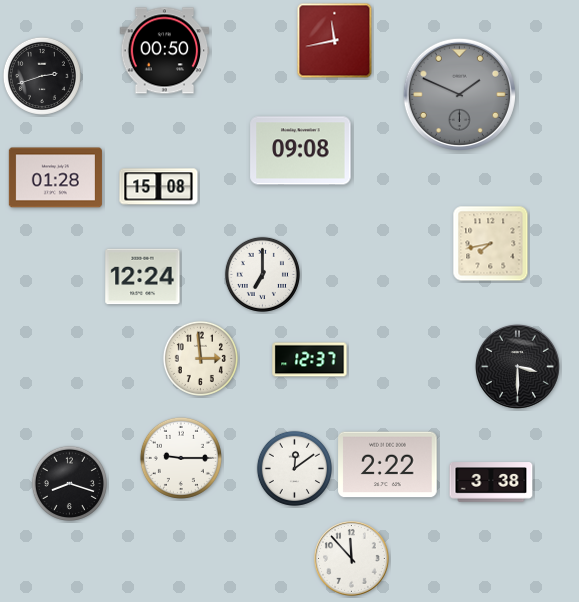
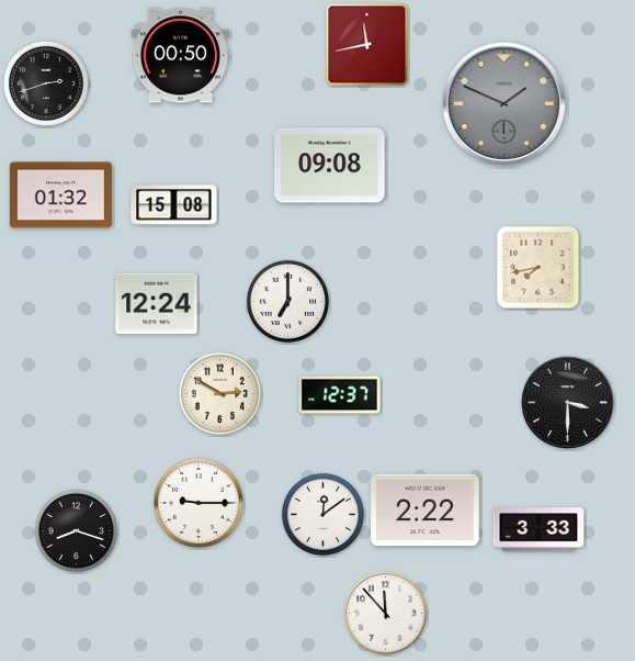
clock at (55, 178): 01:28 -> 01:32
clock at (200, 358): 2:59 -> 2:50
clock at (491, 482): 3:38 -> 3:33
